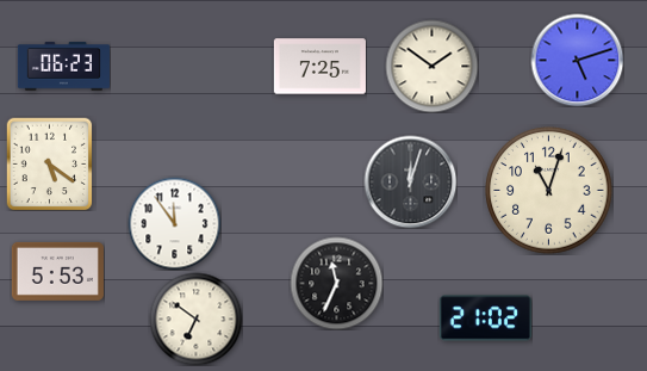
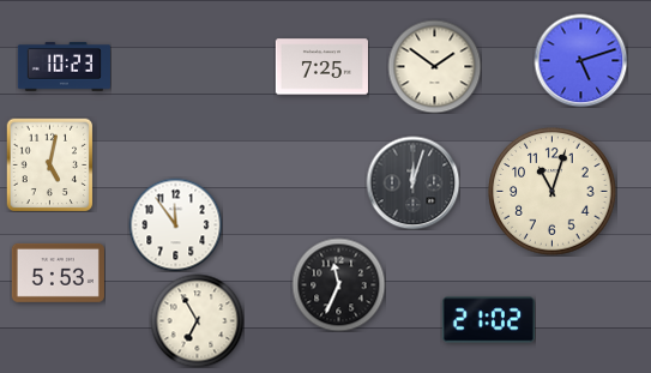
clock at (63, 67): 06:23 -> 10:23
clock at (50, 163): 5:21 -> 5:02
clock at (195, 319): 6:51 -> 6:55
